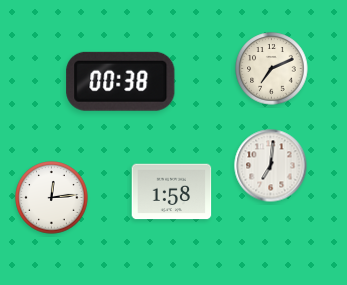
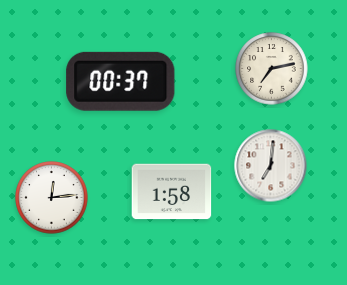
clock at (272, 69): 7:11 -> 7:13
clock at (121, 81): 00:38 -> 00:37
